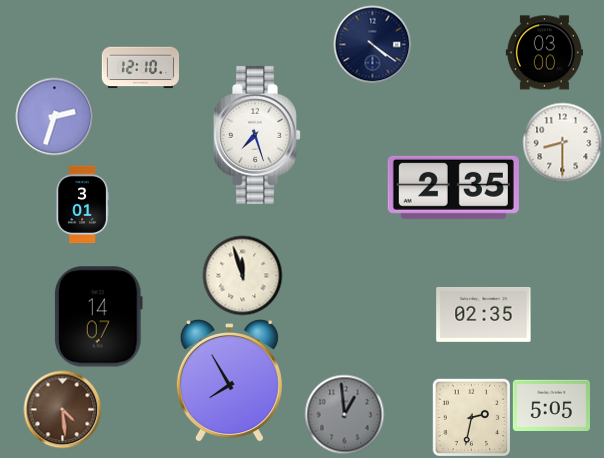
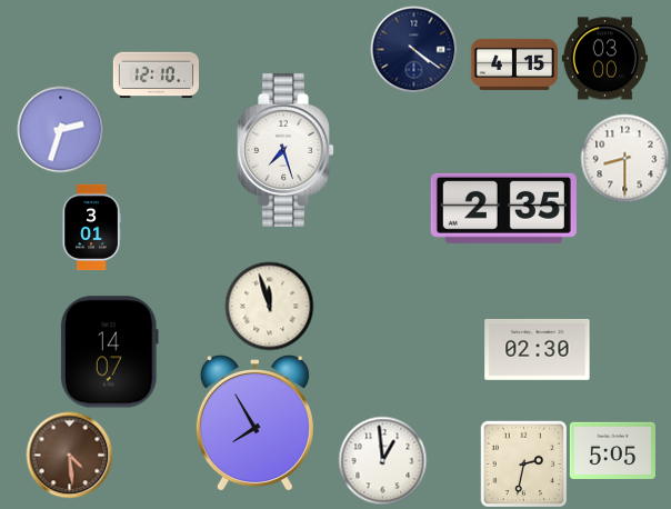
clock at (514, 64): none -> 4:15
clock at (484, 314): 02:35 -> 02:30
clock at (344, 414) dial: grey -> white
